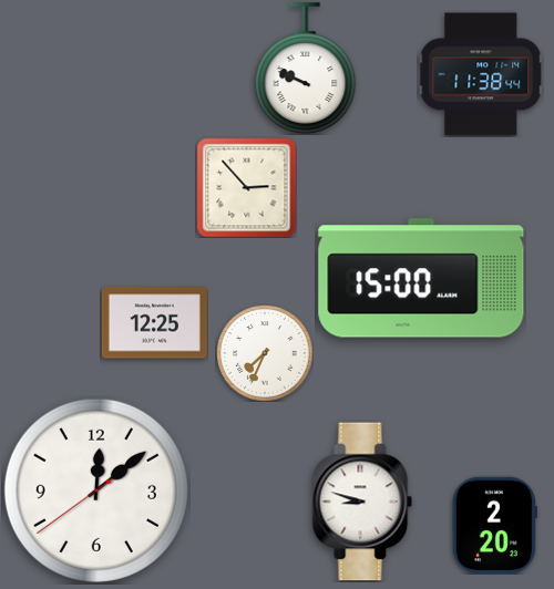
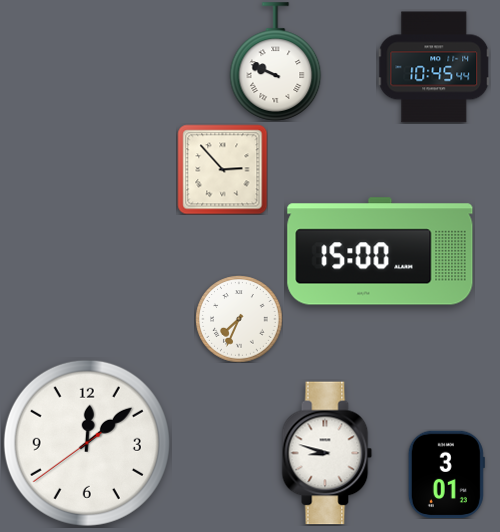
clock at (481, 74): 11:38 -> 10:45
clock at (154, 323): 12:25 -> none
clock at (494, 525): 2:20 -> 3:01
